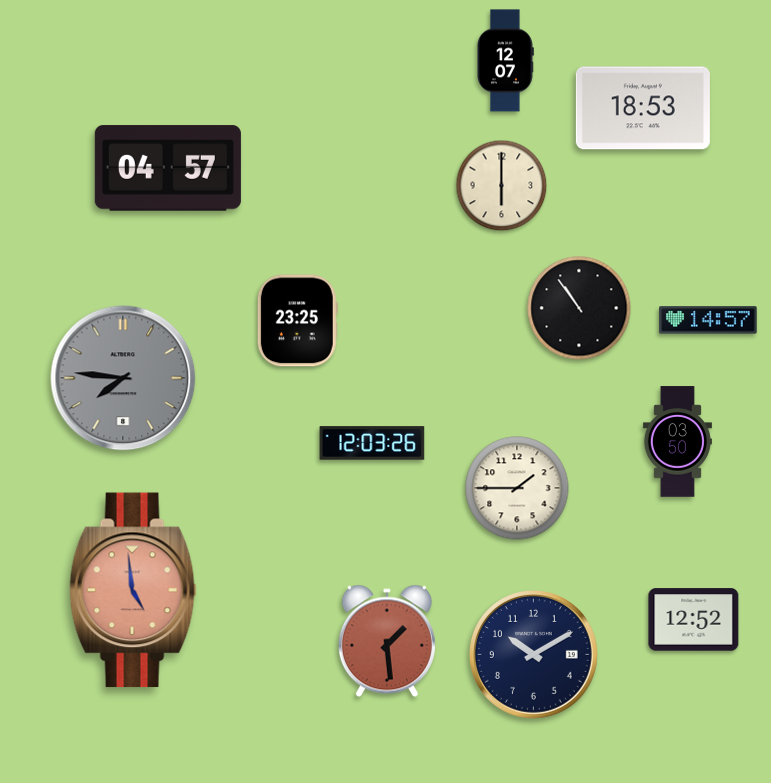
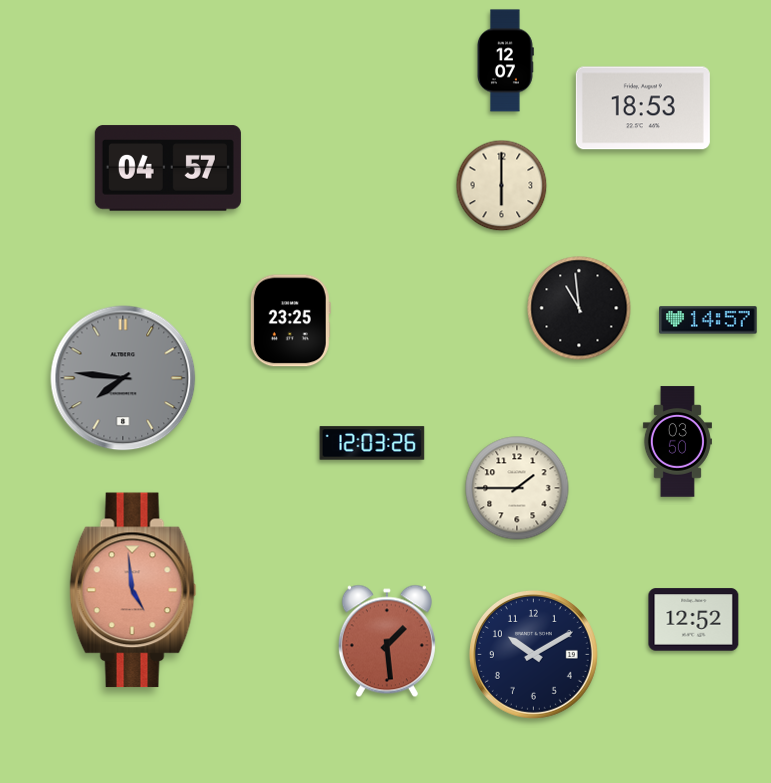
clock at (579, 308): 10:54 -> 10:59
clock at (297, 321) position: (297, 321) -> (290, 321)
